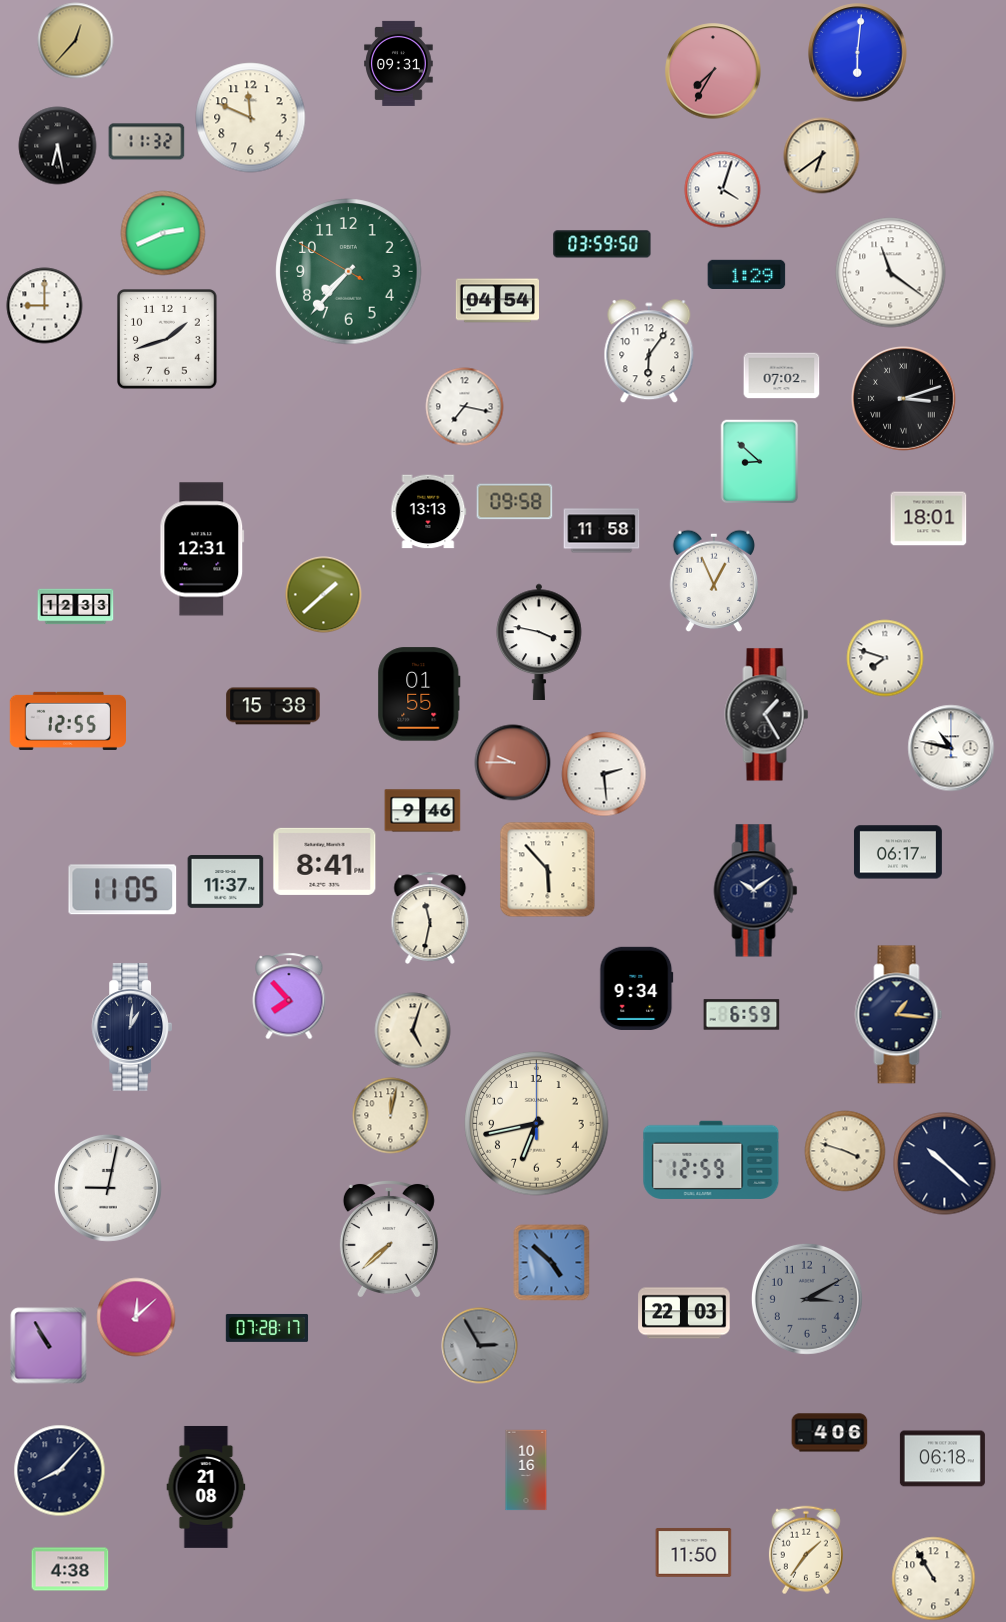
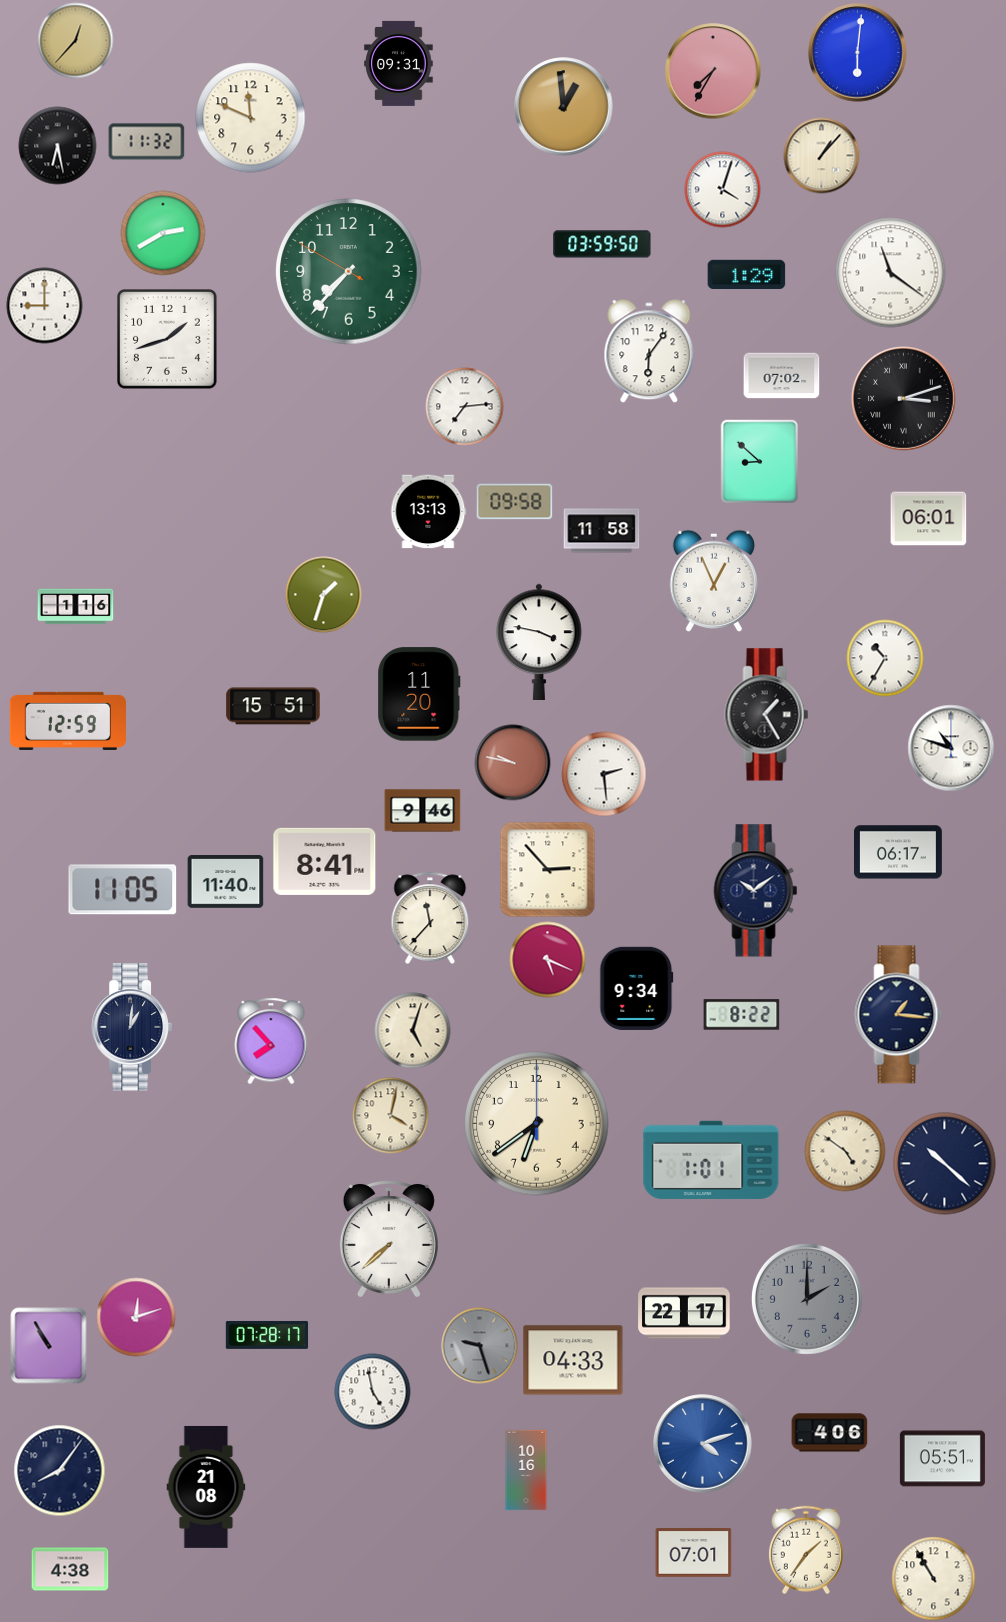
clock at (564, 107): none -> 12:59
clock at (822, 156): 6:39 -> 1:07
clock at (163, 233): 2:41 -> 2:40
clock at (497, 301): 04:54 -> none
clock at (465, 407): 7:17 -> 7:14
clock at (929, 519): 18:01 -> 06:01
clock at (202, 549): 12:31 -> none
clock at (324, 595): 1:38 -> 1:33
clock at (76, 607): 12:33 -> 1:16
clock at (885, 658): 7:48 -> 10:35
clock at (419, 694): 01:55 -> 11:20
clock at (273, 706): 15:38 -> 15:51
clock at (67, 721): 12:55 -> 12:59
clock at (951, 748): 10:47 -> 10:48
clock at (513, 763): 9:45 -> 9:47
clock at (548, 870): 5:53 -> 2:53
clock at (226, 882): 11:37 -> 11:40
clock at (430, 917): 11:32 -> 11:37
clock at (548, 960): none -> 5:19
clock at (289, 996) position: (289, 996) -> (271, 1041)
clock at (742, 1015): 6:59 -> 8:22
clock at (391, 1116): 12:02 -> 4:02
clock at (537, 1124): 6:43 -> 6:39
clock at (845, 1151): 3:48 -> 4:51
clock at (711, 1160): 12:59 -> 1:01
clock at (108, 1188): 9:02 -> none
clock at (552, 1263): 4:52 -> none
clock at (807, 1299): 3:10 -> 2:00
clock at (684, 1313): 22:03 -> 22:17
clock at (136, 1317): 12:08 -> 12:12
clock at (267, 1328) position: (267, 1328) -> (267, 1335)
clock at (480, 1346): 2:55 -> 9:27
clock at (573, 1360): none -> 04:33
clock at (373, 1392): none -> 4:58
clock at (703, 1444): none -> 4:12
clock at (942, 1459): 06:18 -> 05:51
clock at (60, 1471): 8:07 -> 8:06
clock at (694, 1552): 11:50 -> 07:01
